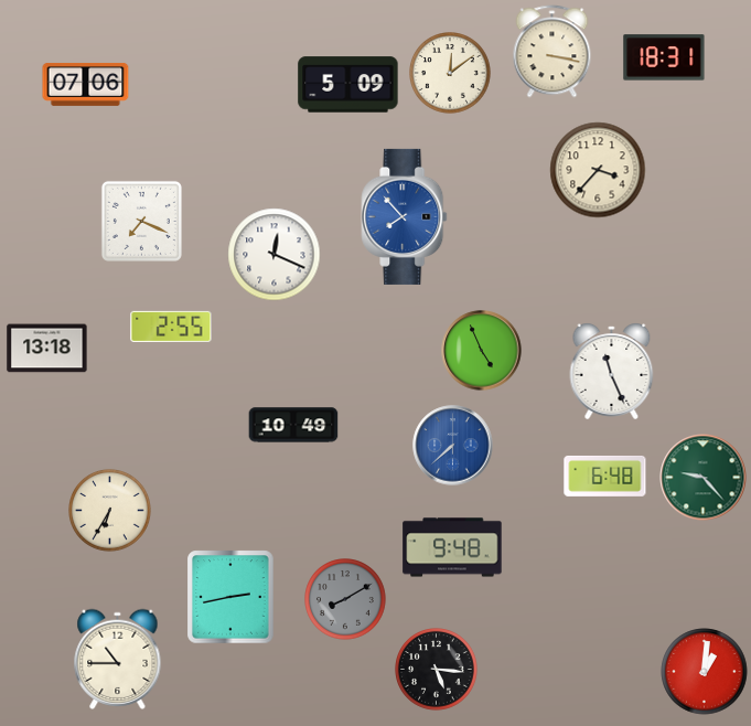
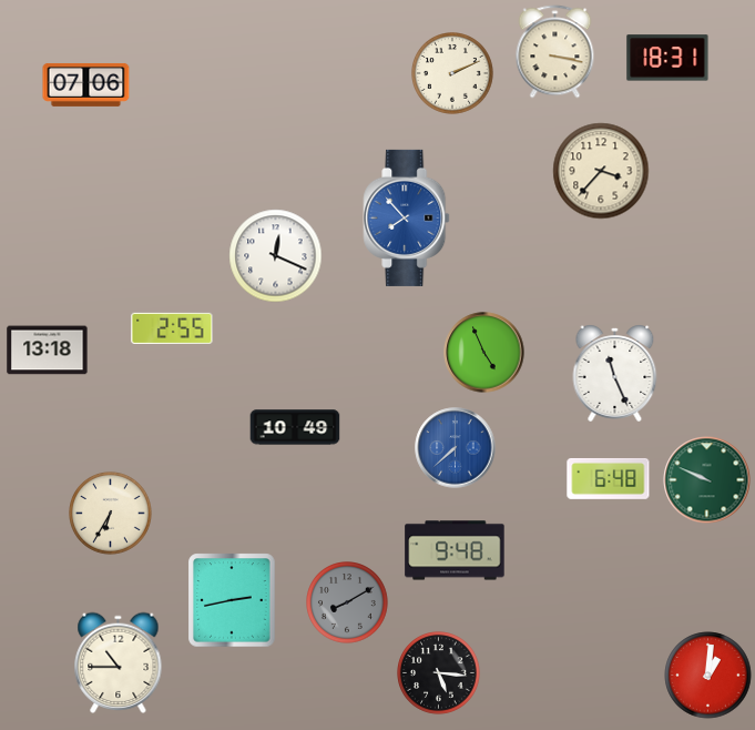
clock at (451, 74): 12:09 -> 2:11
clock at (348, 85): 5:09 -> none
clock at (141, 221): 7:19 -> none
clock at (704, 478): 9:23 -> 9:49
